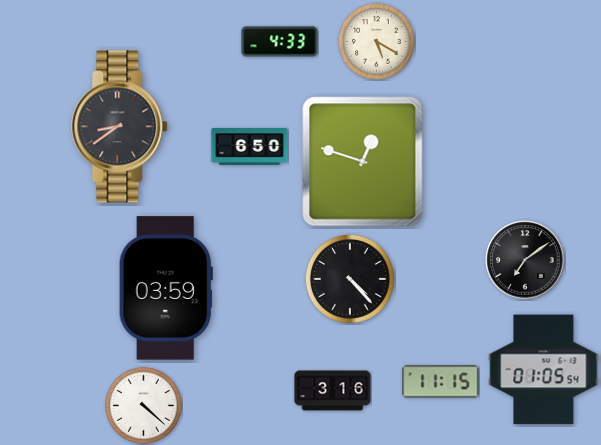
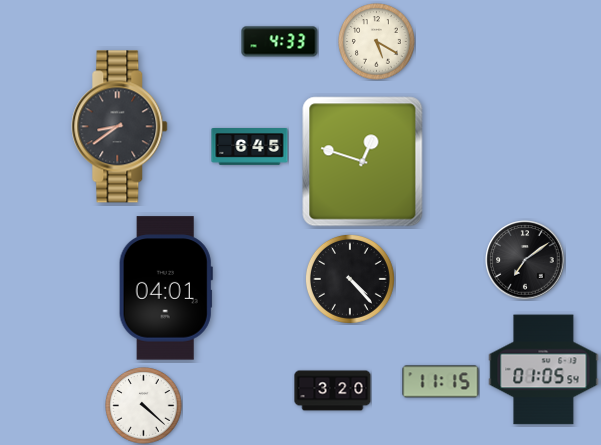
clock at (250, 147): 6:50 -> 6:45
clock at (166, 288): 03:59 -> 04:01
clock at (333, 391): 3:16 -> 3:20
